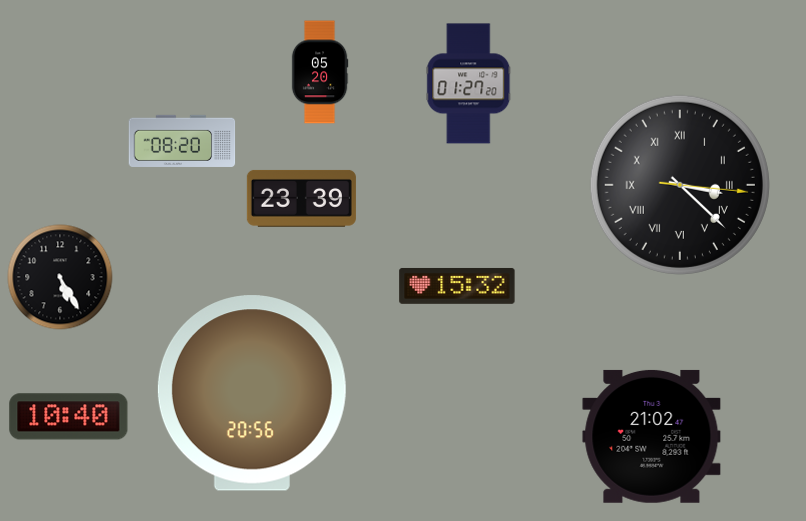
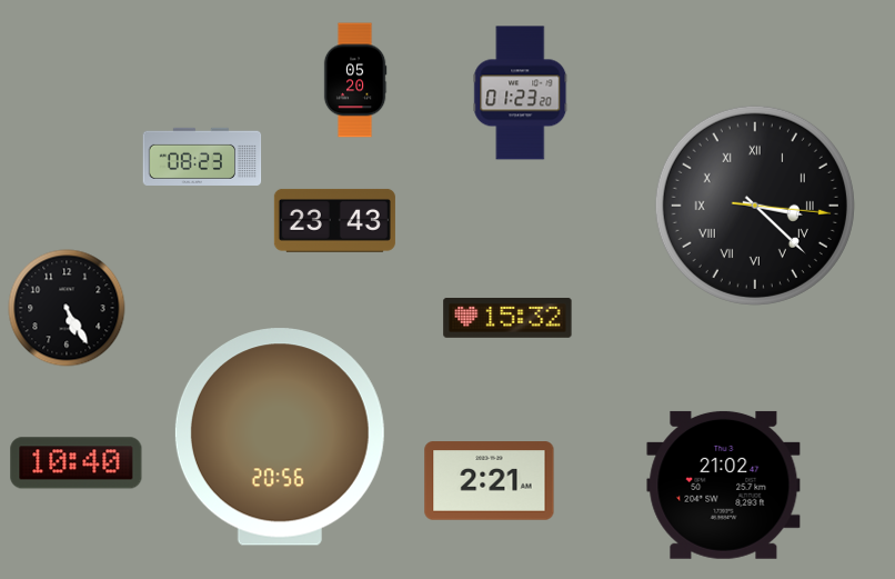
clock at (469, 84): 01:27 -> 01:23
clock at (182, 141): 08:20 -> 08:23
clock at (301, 198): 23:39 -> 23:43
clock at (490, 481): none -> 2:21
